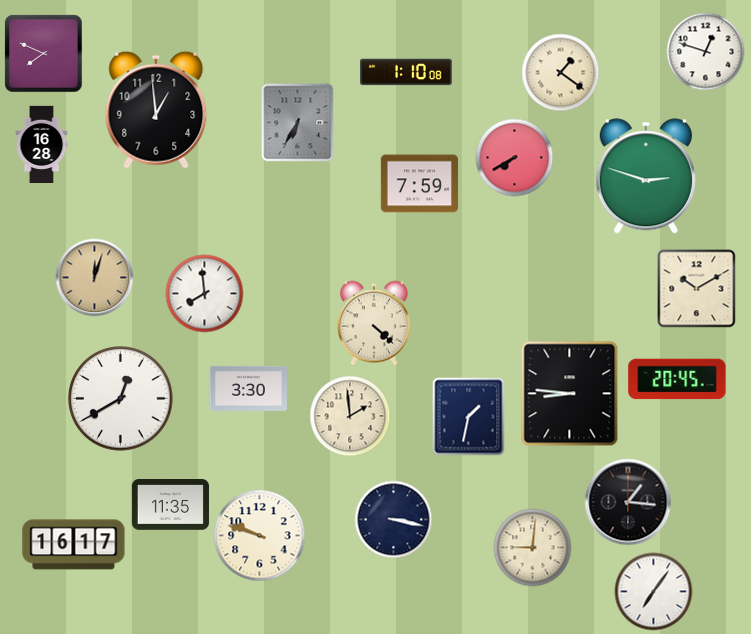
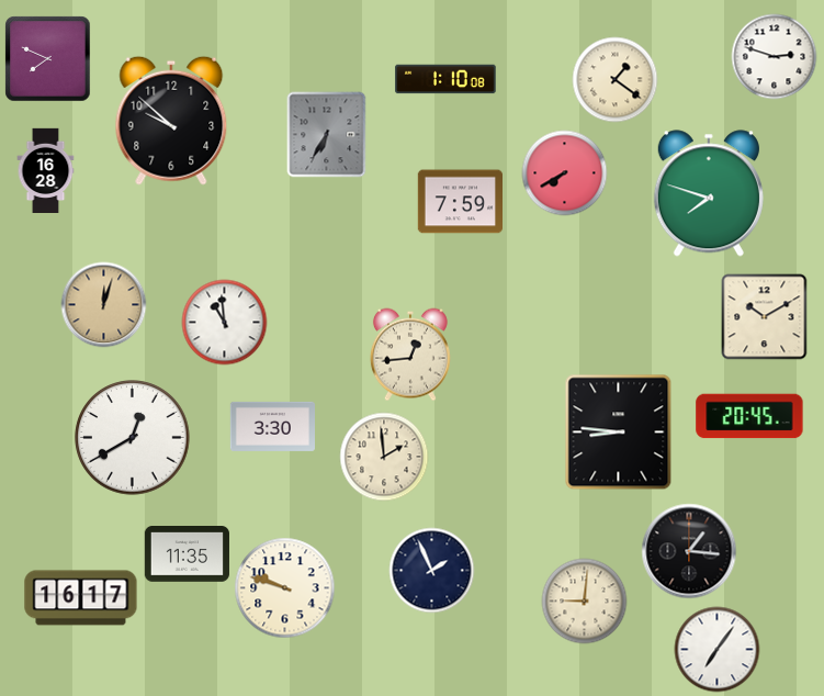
clock at (705, 51): 12:48 -> 2:48
clock at (156, 110): 12:59 -> 9:52
clock at (42, 144) position: (42, 144) -> (46, 170)
clock at (646, 176): 2:48 -> 7:48
clock at (204, 293): 7:59 -> 10:59
clock at (374, 323): 4:22 -> 12:44
clock at (677, 379) position: (677, 379) -> (749, 416)
clock at (570, 393) position: (570, 393) -> (619, 431)
clock at (469, 416): 1:32 -> none
clock at (393, 519): 3:17 -> 1:56
